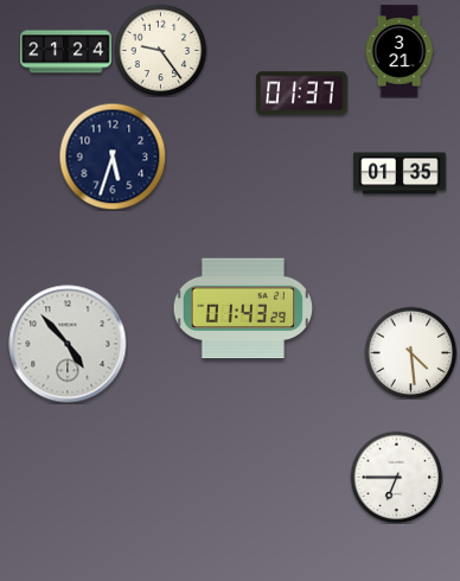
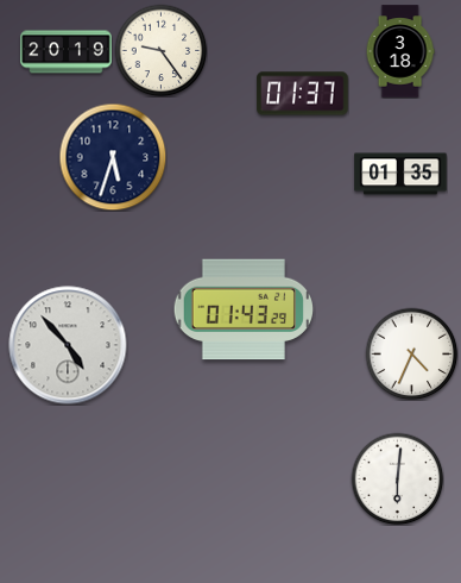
clock at (400, 51): 3:21 -> 3:18
clock at (66, 52): 21:24 -> 20:19
clock at (410, 352): 4:29 -> 4:34
clock at (396, 477): 6:45 -> 6:01
